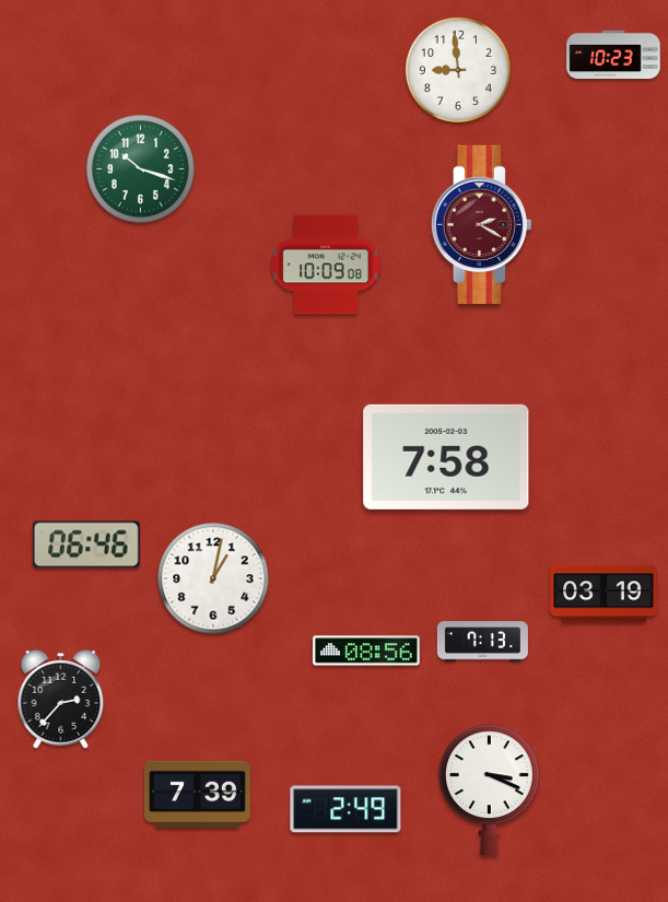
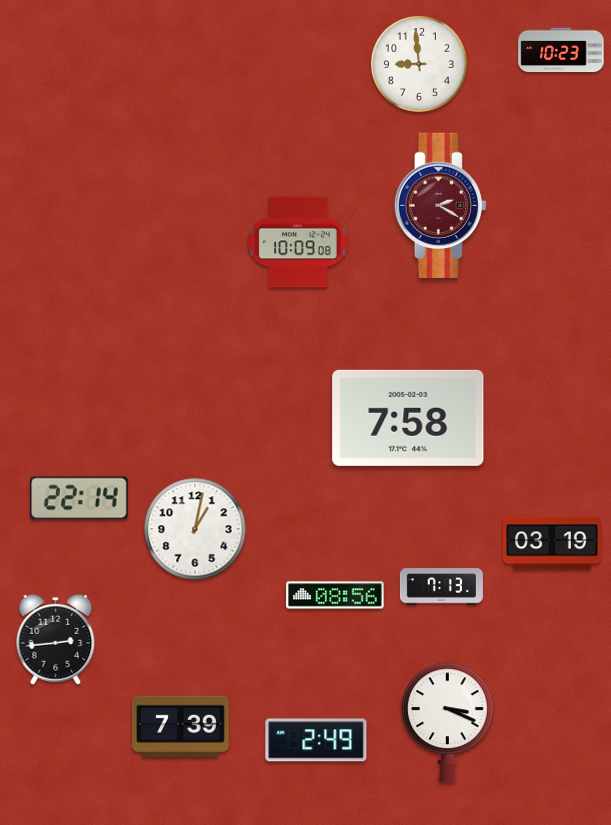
clock at (141, 169): 10:18 -> none
clock at (86, 544): 06:46 -> 22:14
clock at (61, 699): 2:37 -> 2:44
